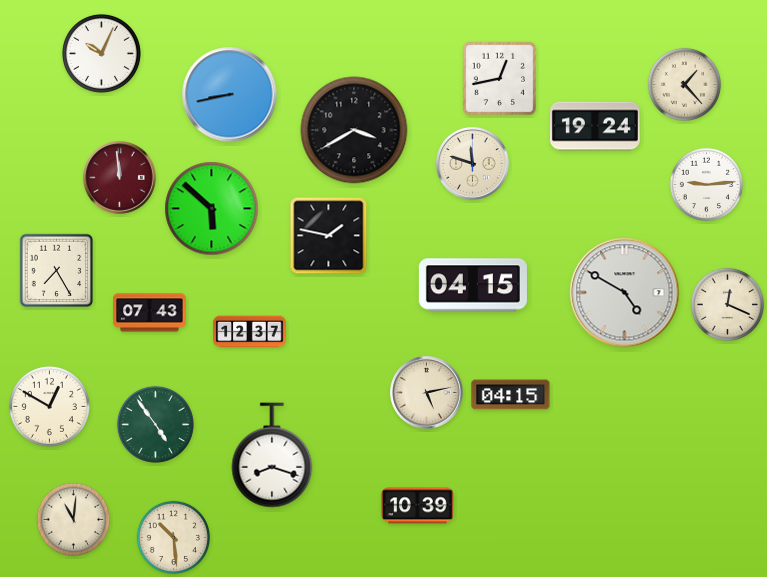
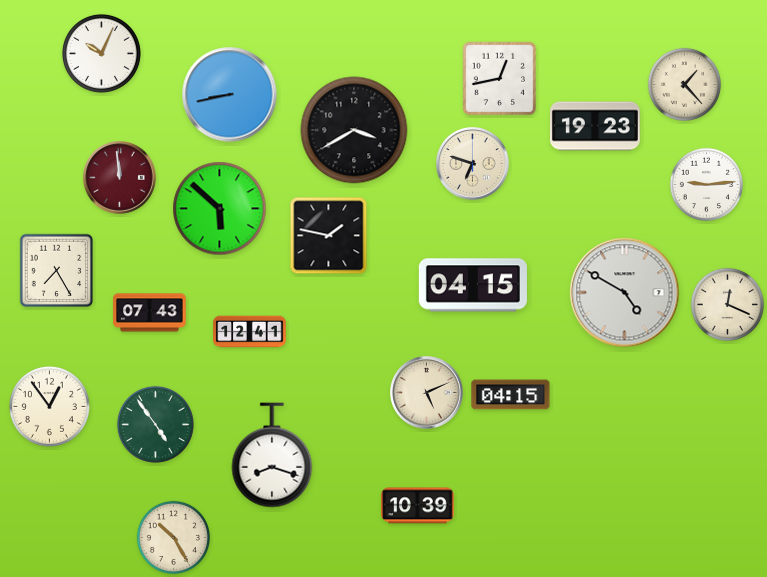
clock at (595, 126): 19:24 -> 19:23
clock at (473, 164): 11:48 -> 6:48
clock at (212, 209) position: (212, 209) -> (220, 209)
clock at (250, 332): 12:37 -> 12:41
clock at (427, 393): 5:13 -> 5:11
clock at (49, 406): 12:50 -> 12:54
clock at (73, 519): 11:01 -> none
clock at (173, 537): 10:29 -> 10:25
